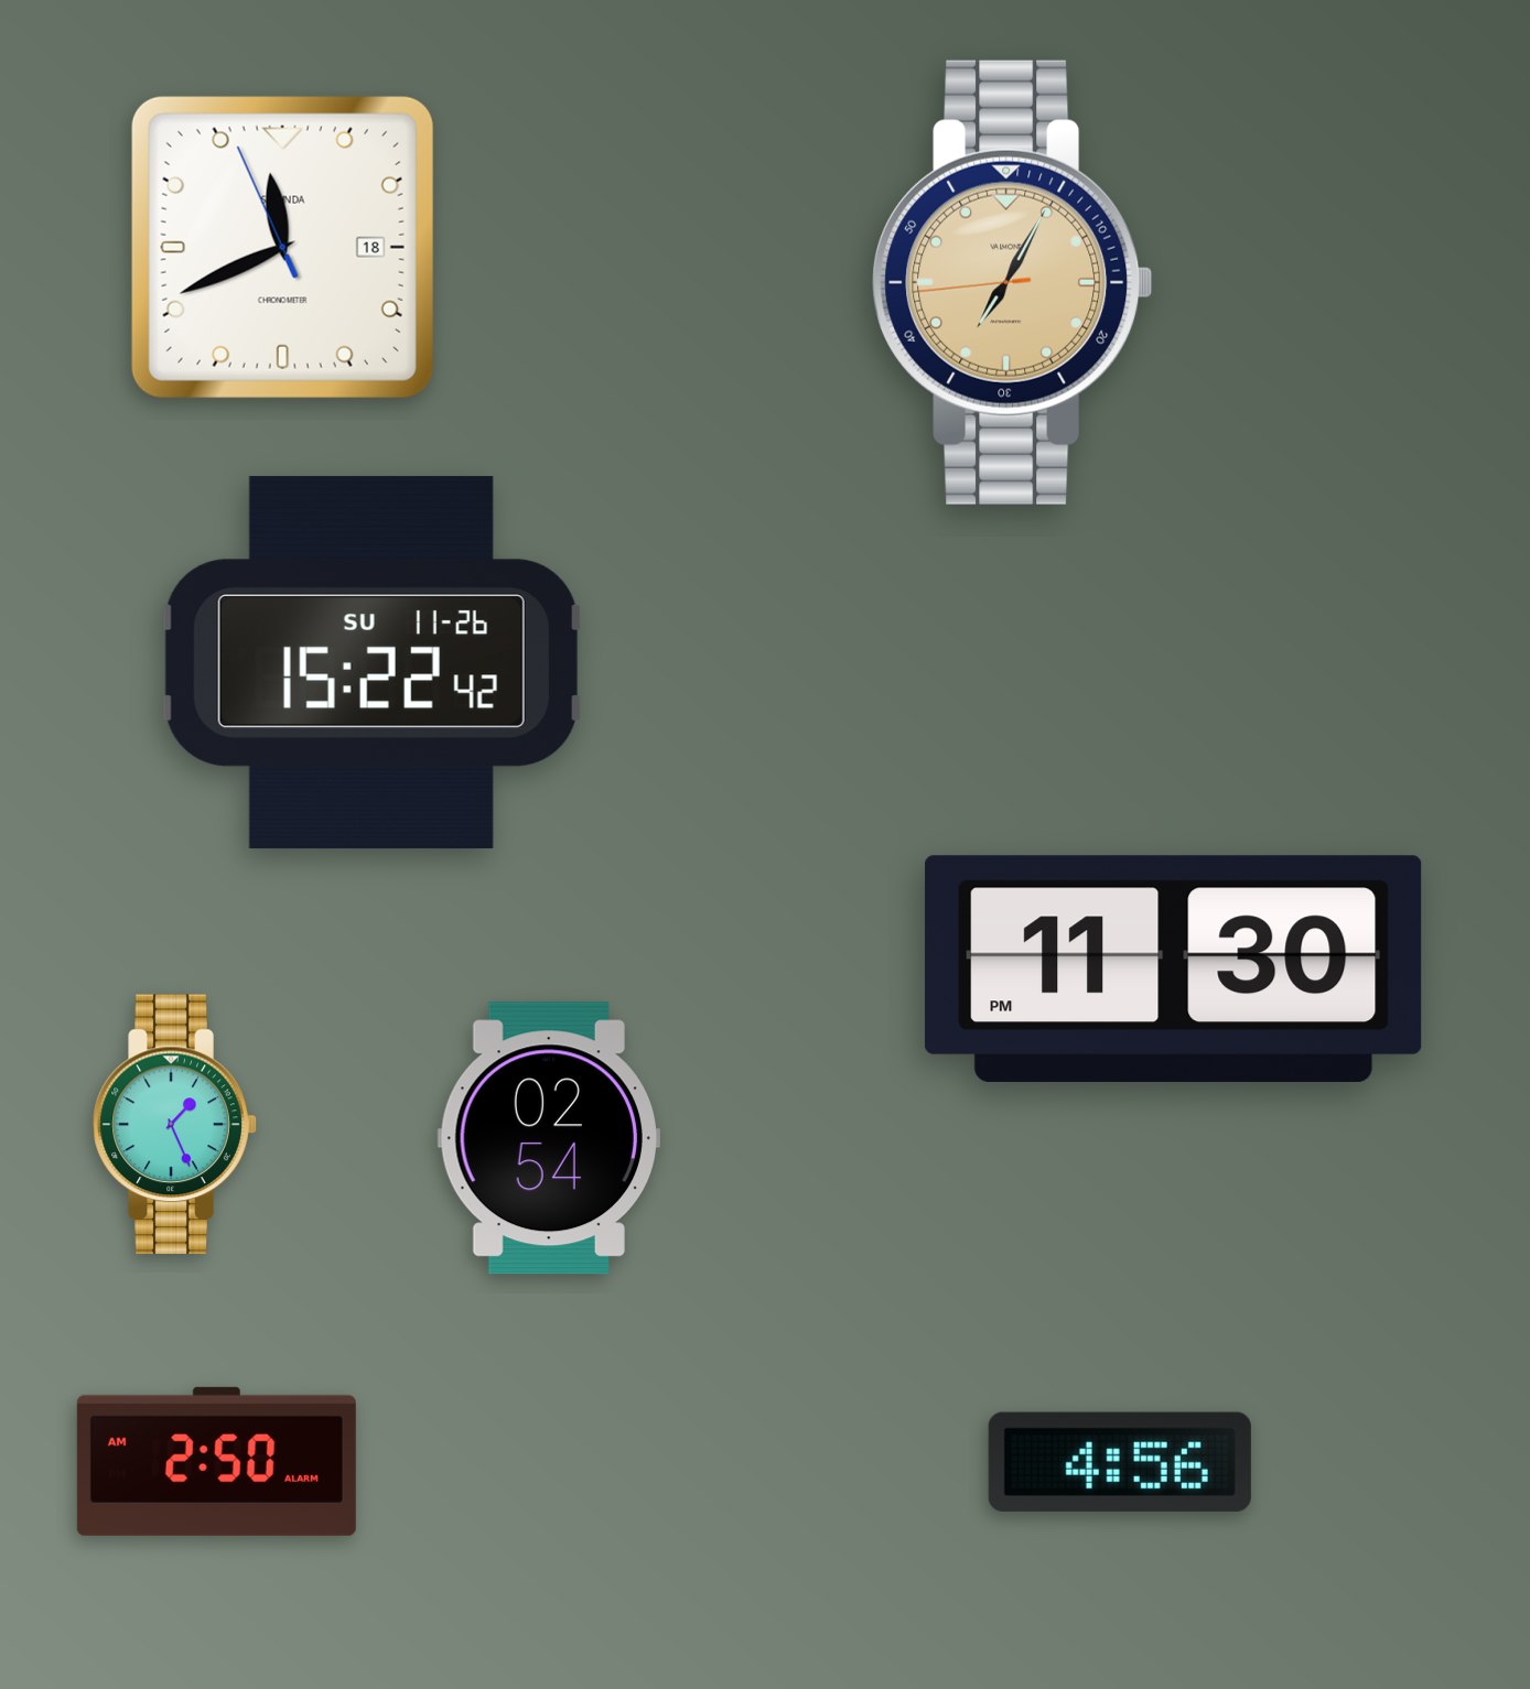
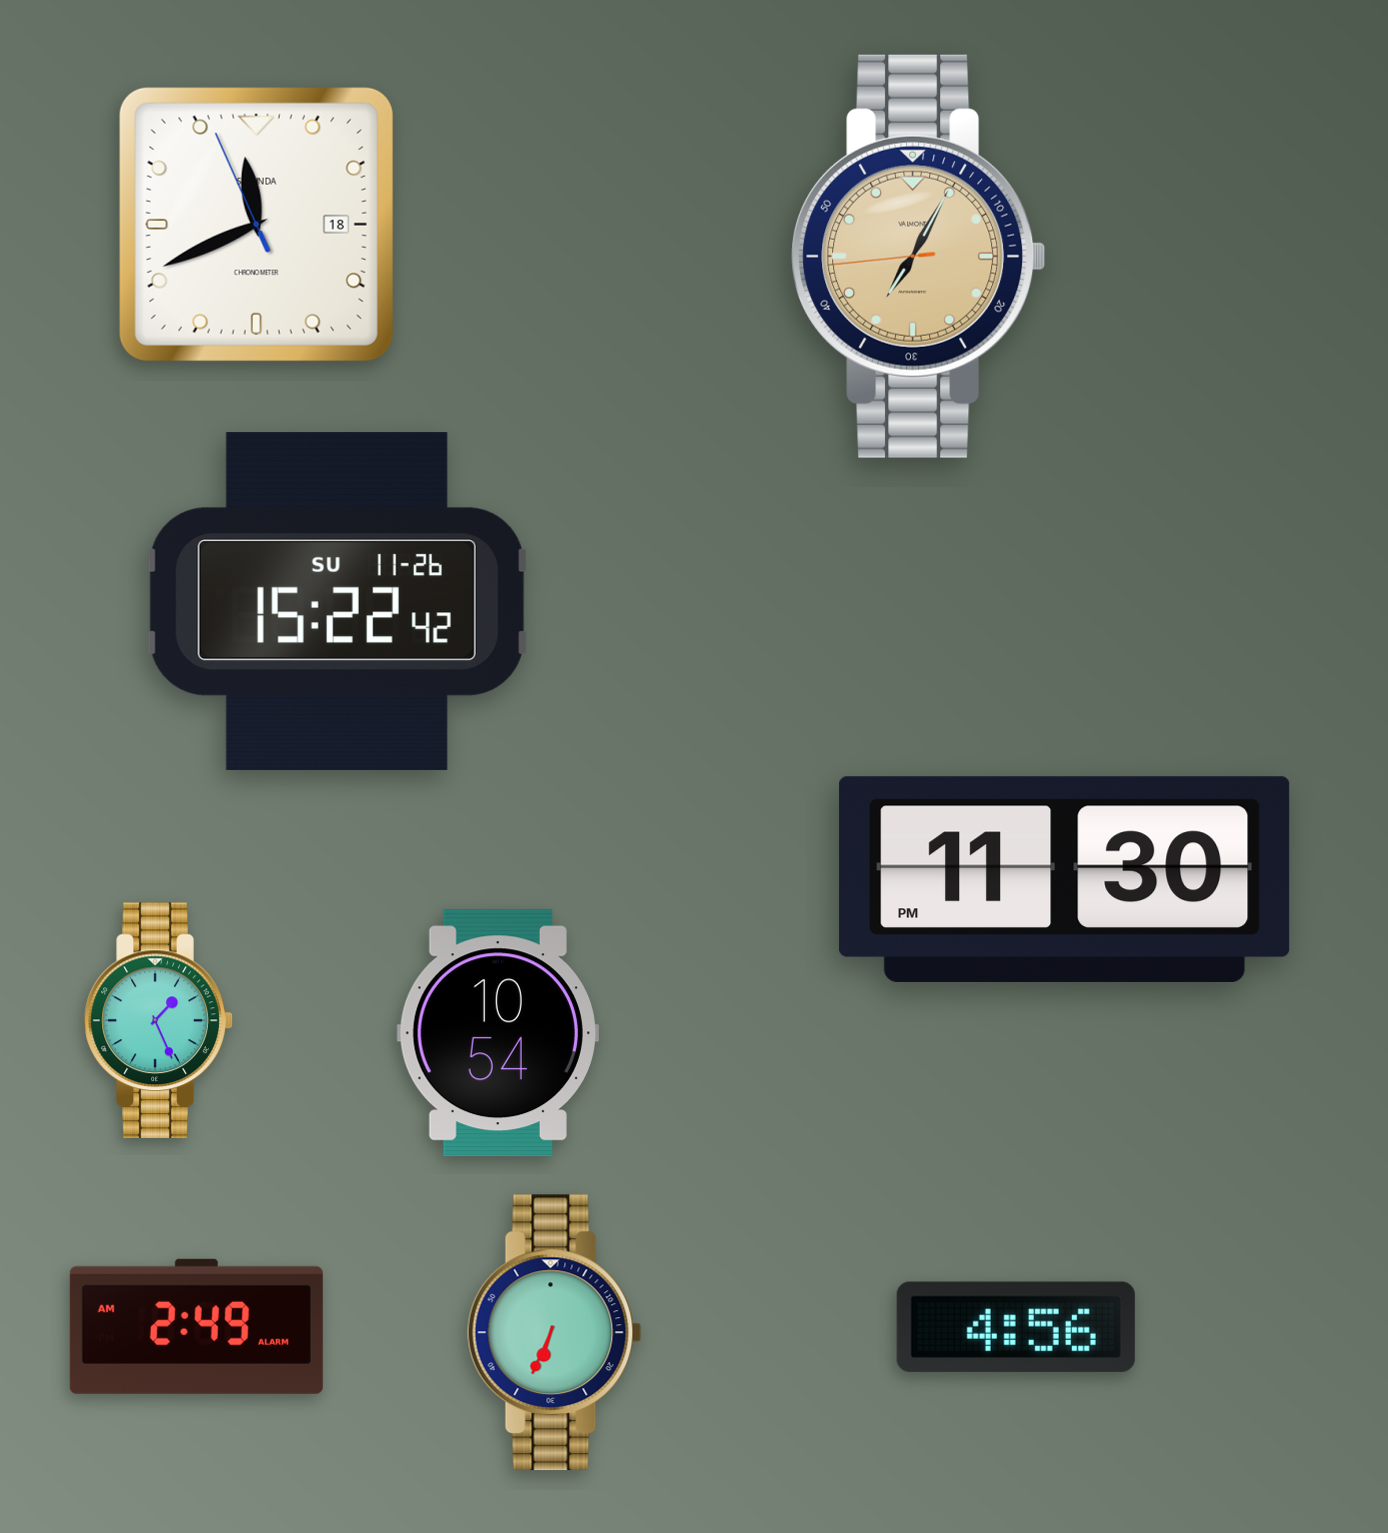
clock at (548, 1138): 02:54 -> 10:54
clock at (216, 1461): 2:50 -> 2:49
clock at (554, 1333): none -> 6:34
